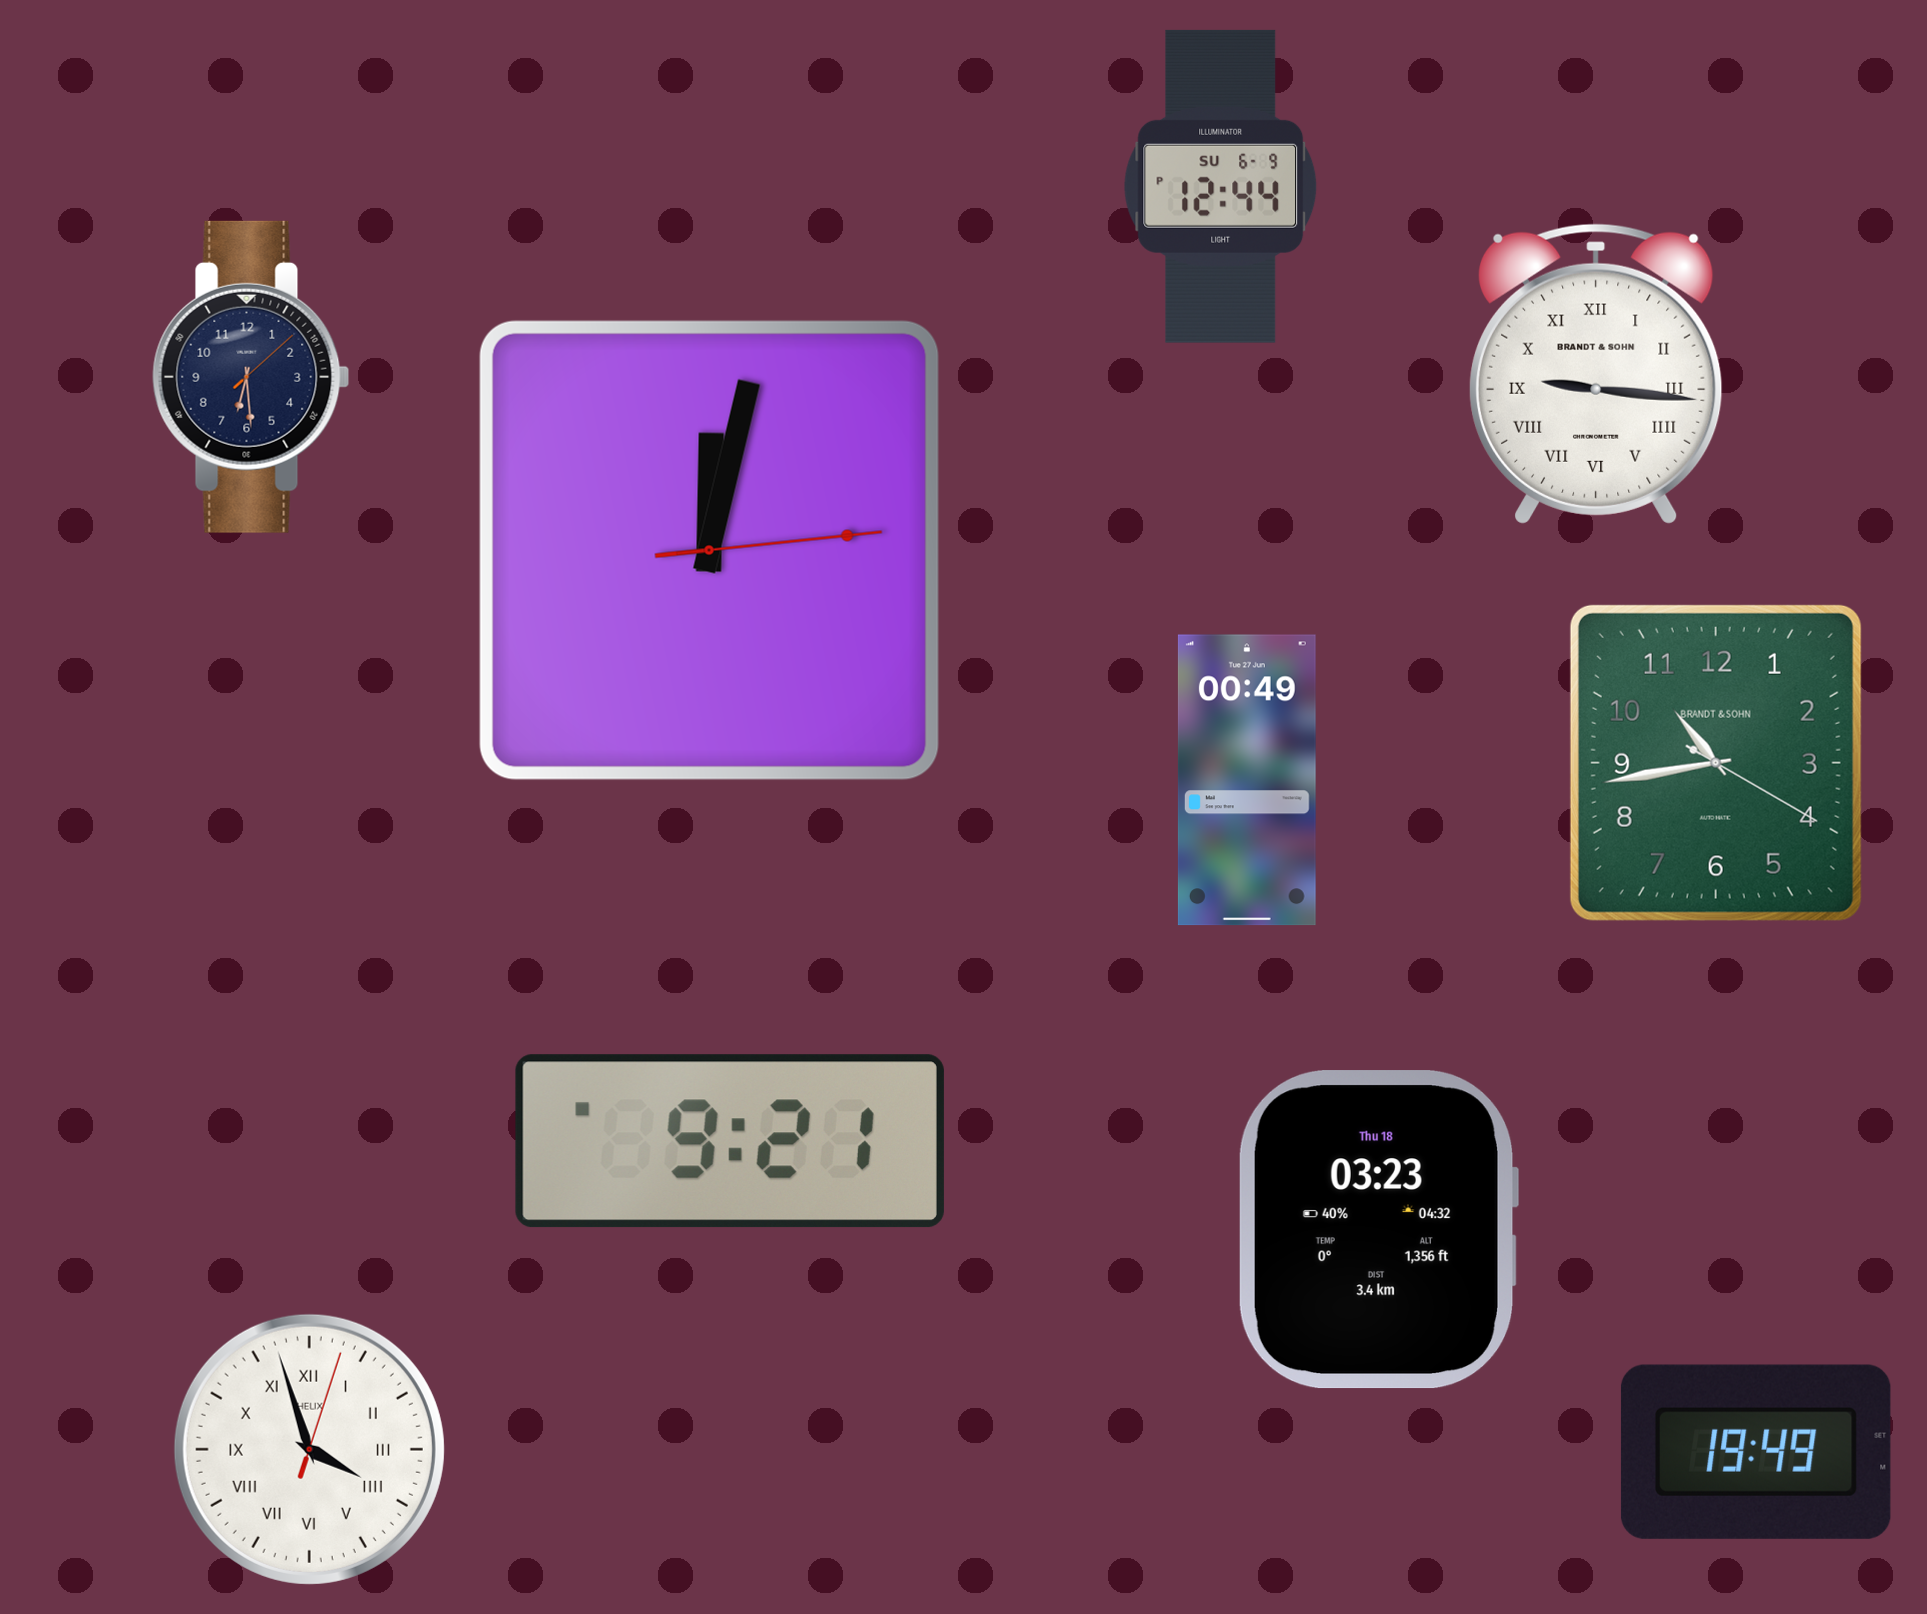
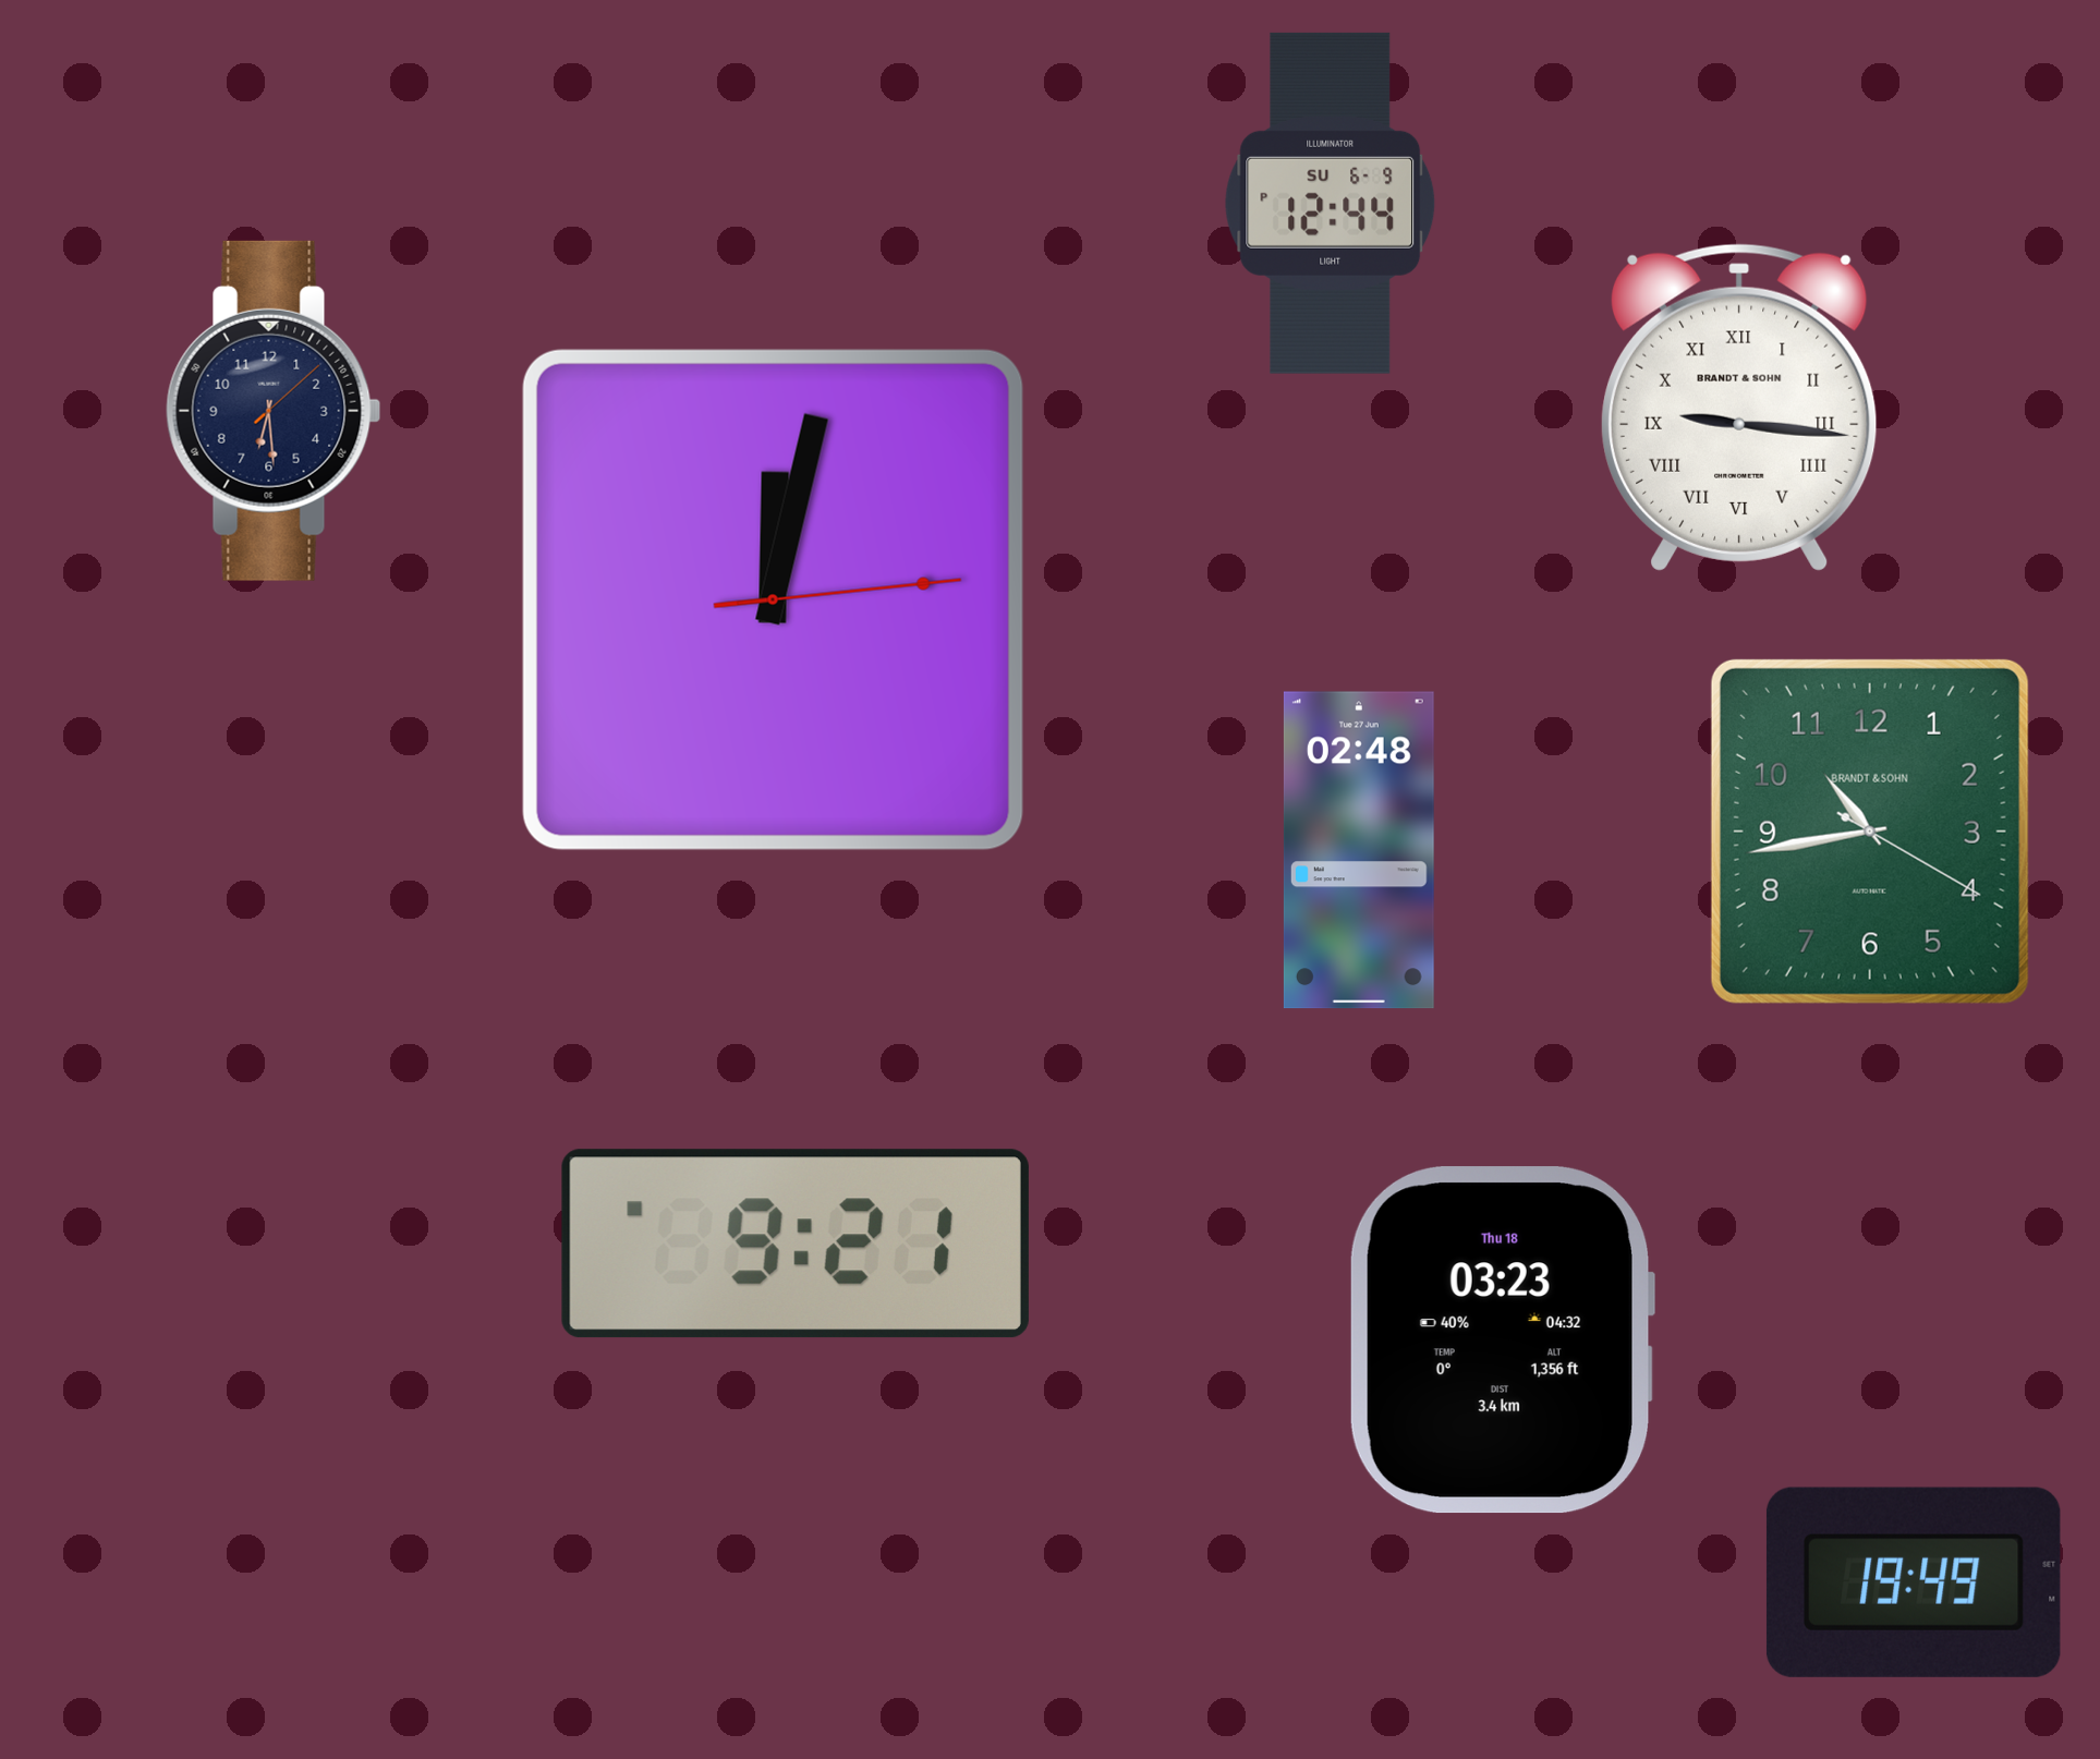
clock at (1247, 780): 00:49 -> 02:48
clock at (309, 1449): 3:57 -> none
